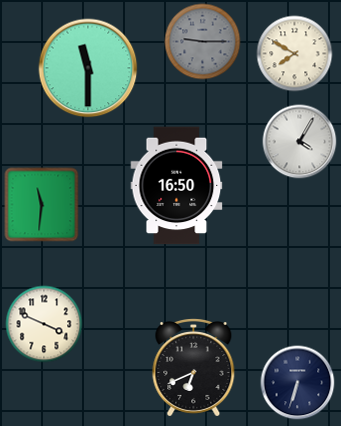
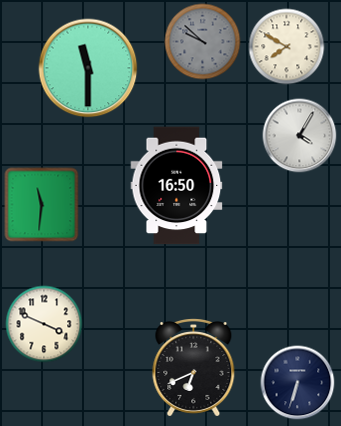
clock at (203, 42): 9:15 -> 9:52
clock at (295, 54) position: (295, 54) -> (287, 47)
clock at (300, 142) position: (300, 142) -> (300, 136)
